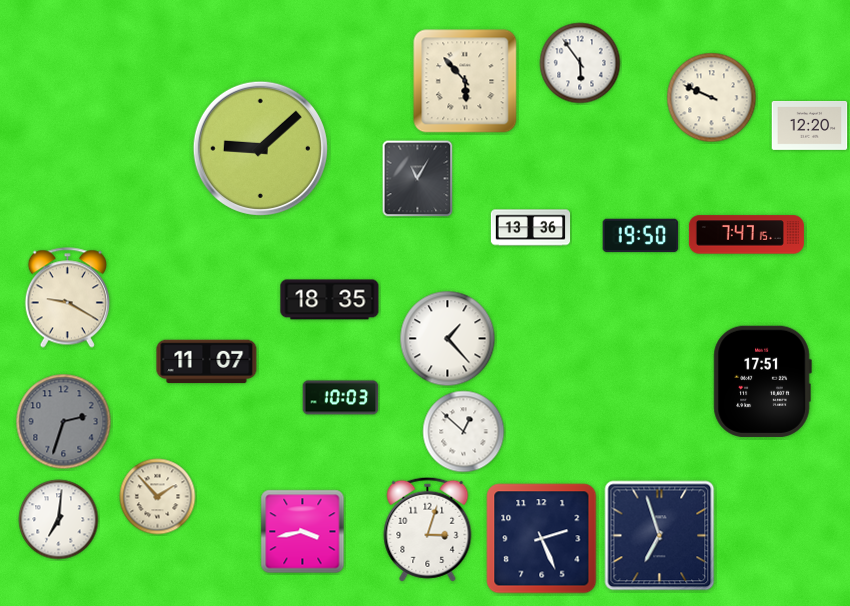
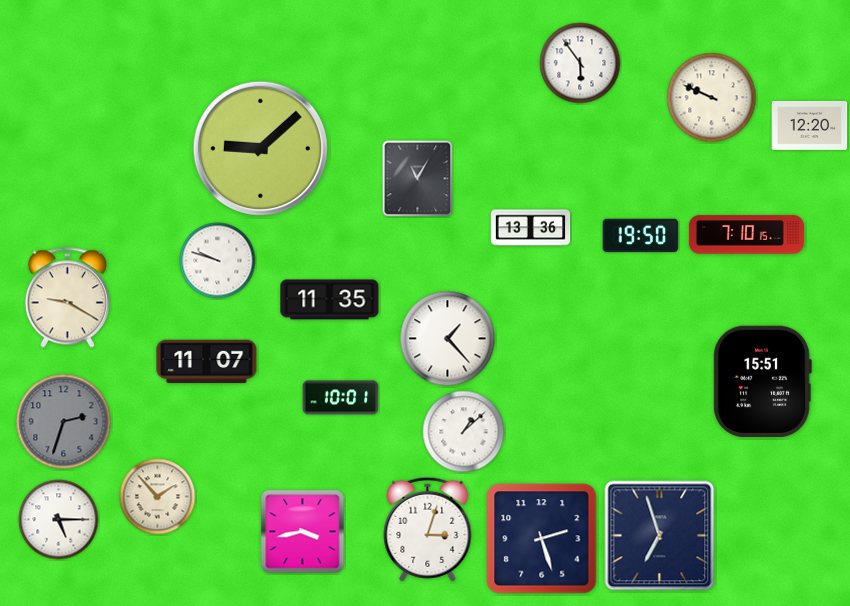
clock at (465, 81): 5:53 -> none
clock at (746, 235): 7:47 -> 7:10
clock at (218, 261): none -> 9:48
clock at (330, 300): 18:35 -> 11:35
clock at (762, 381): 17:51 -> 15:51
clock at (341, 398): 10:03 -> 10:01
clock at (464, 432): 12:52 -> 1:08
clock at (59, 520): 7:01 -> 5:15
clock at (542, 539): 2:26 -> 2:27
